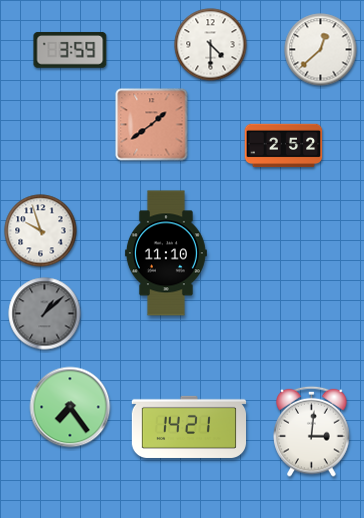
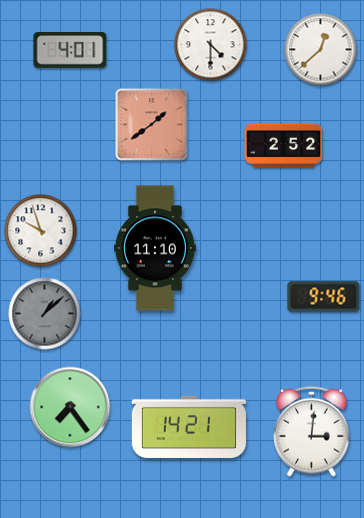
clock at (70, 50): 3:59 -> 4:01
clock at (166, 253) position: (166, 253) -> (155, 248)
clock at (324, 297): none -> 9:46
